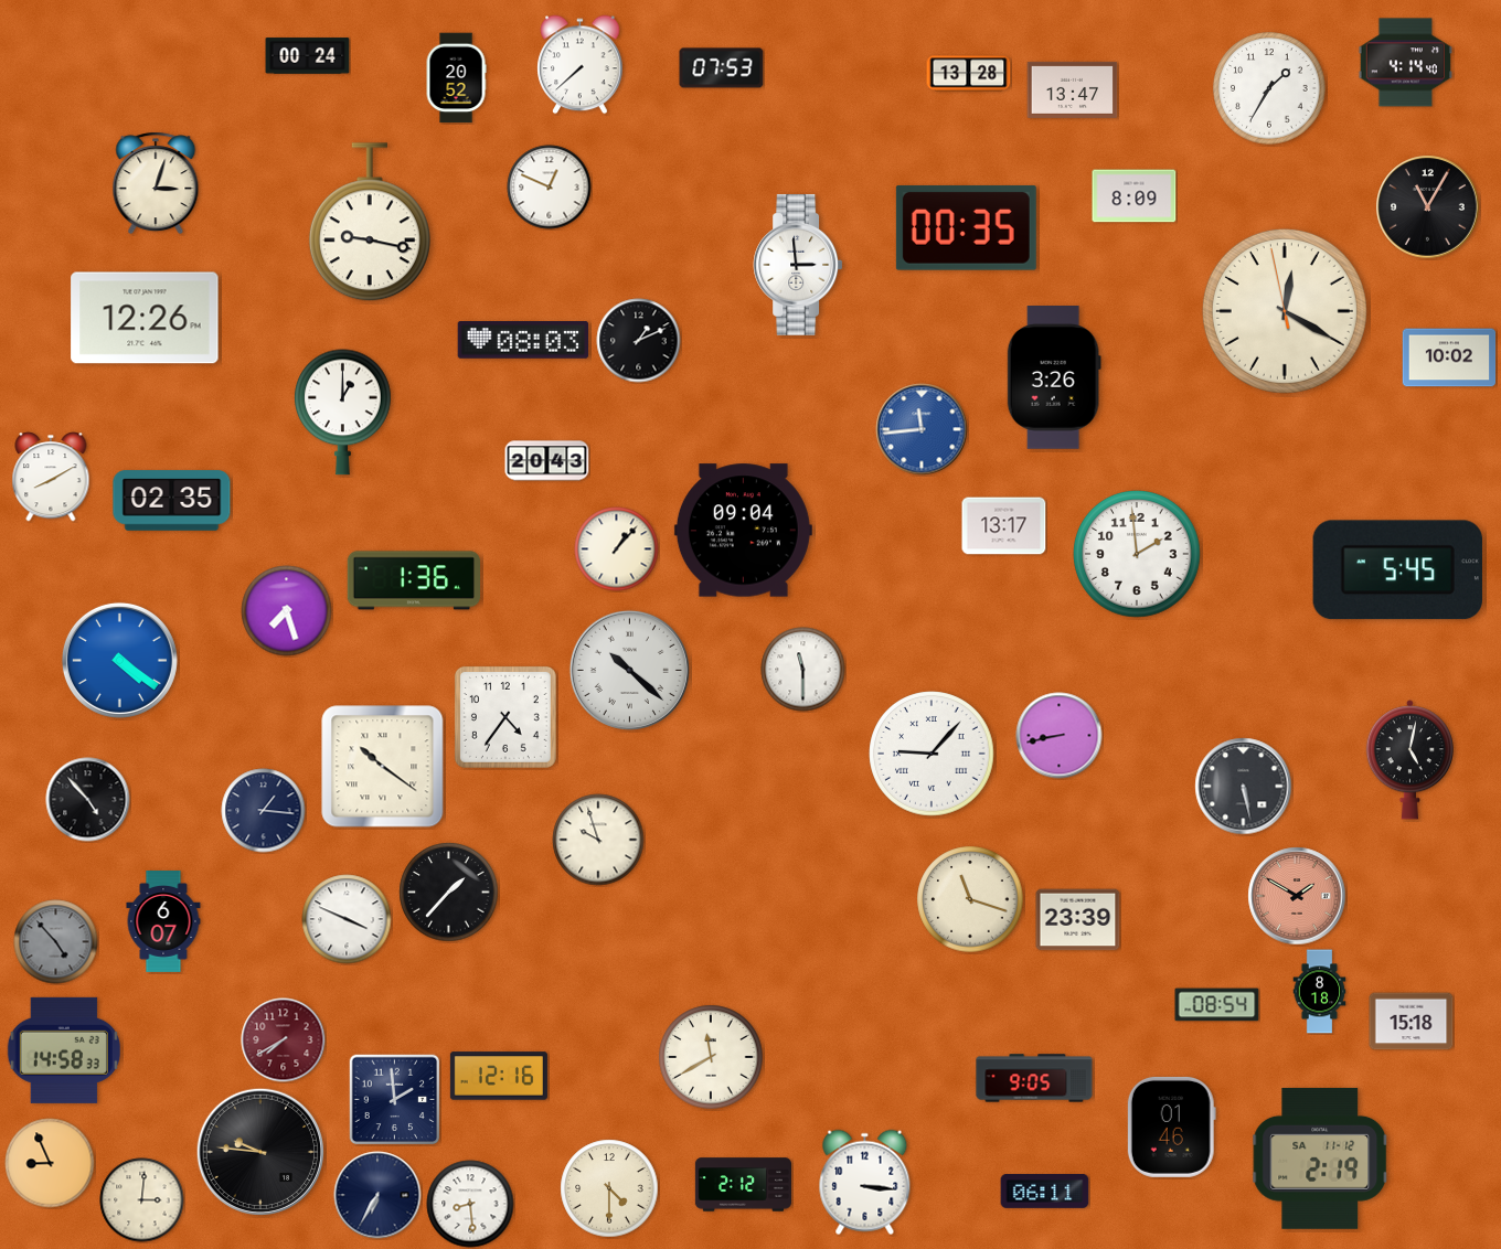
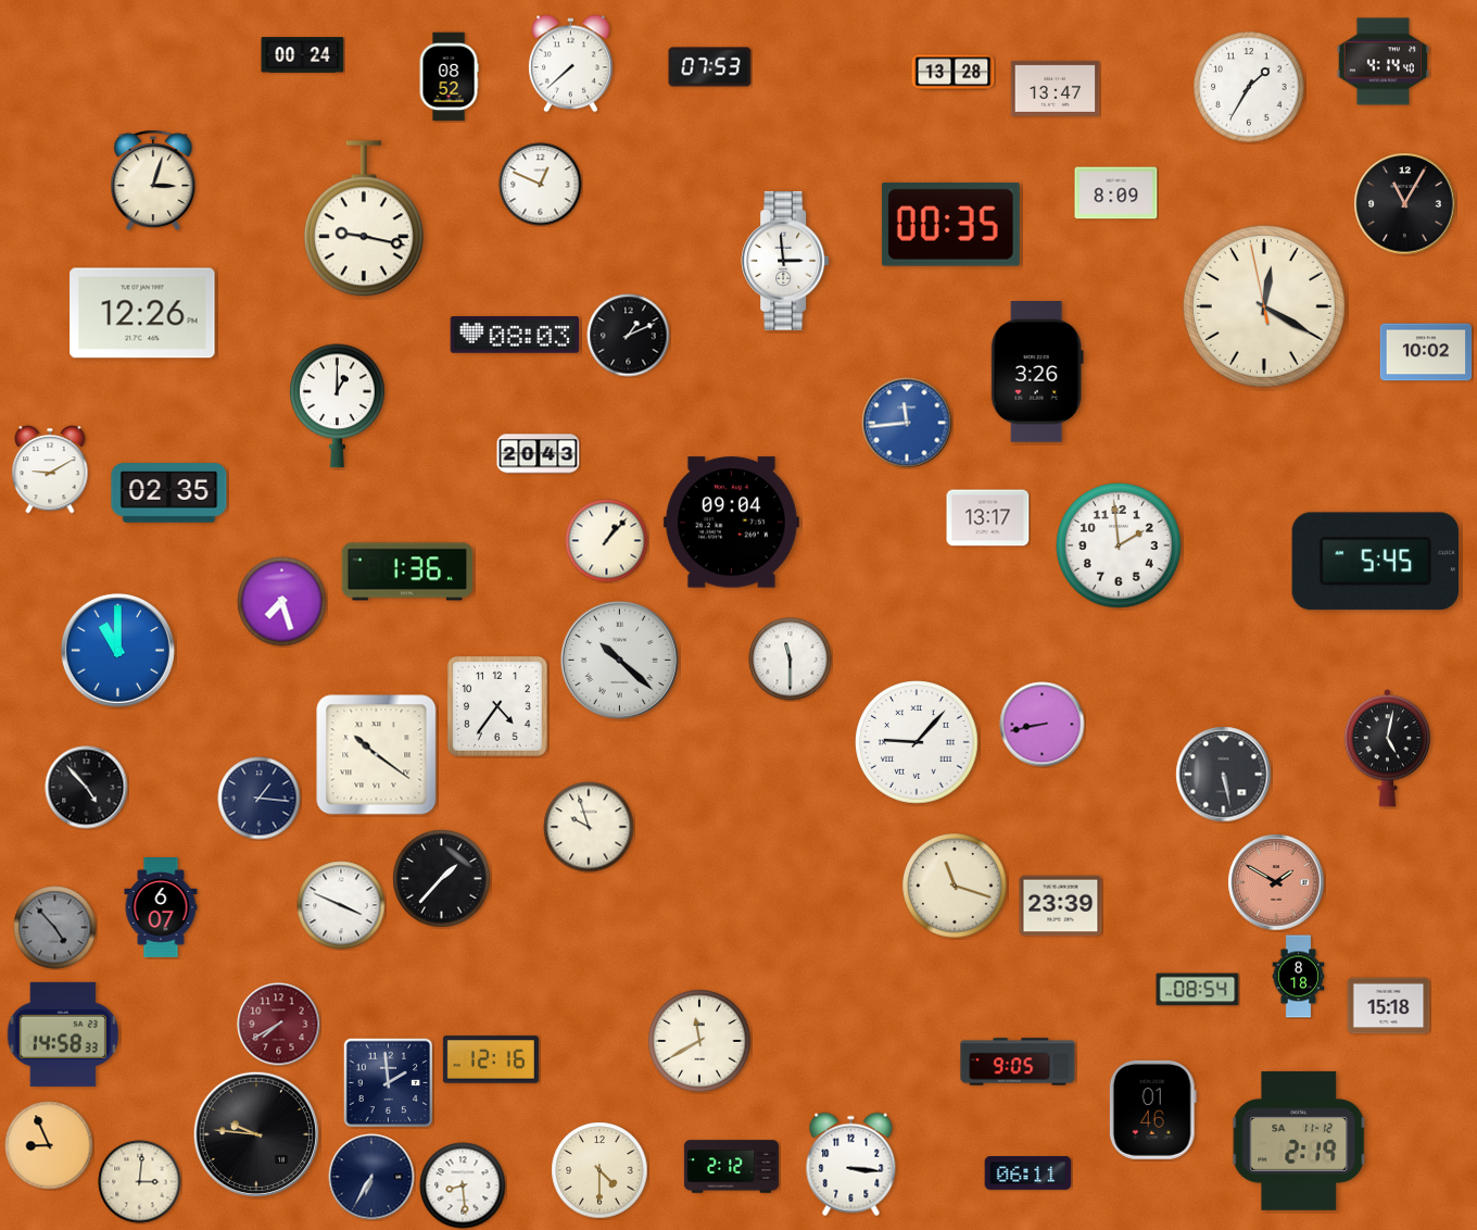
clock at (456, 78): 20:52 -> 08:52
clock at (51, 477): 8:10 -> 9:10
clock at (119, 660): 4:21 -> 11:00
